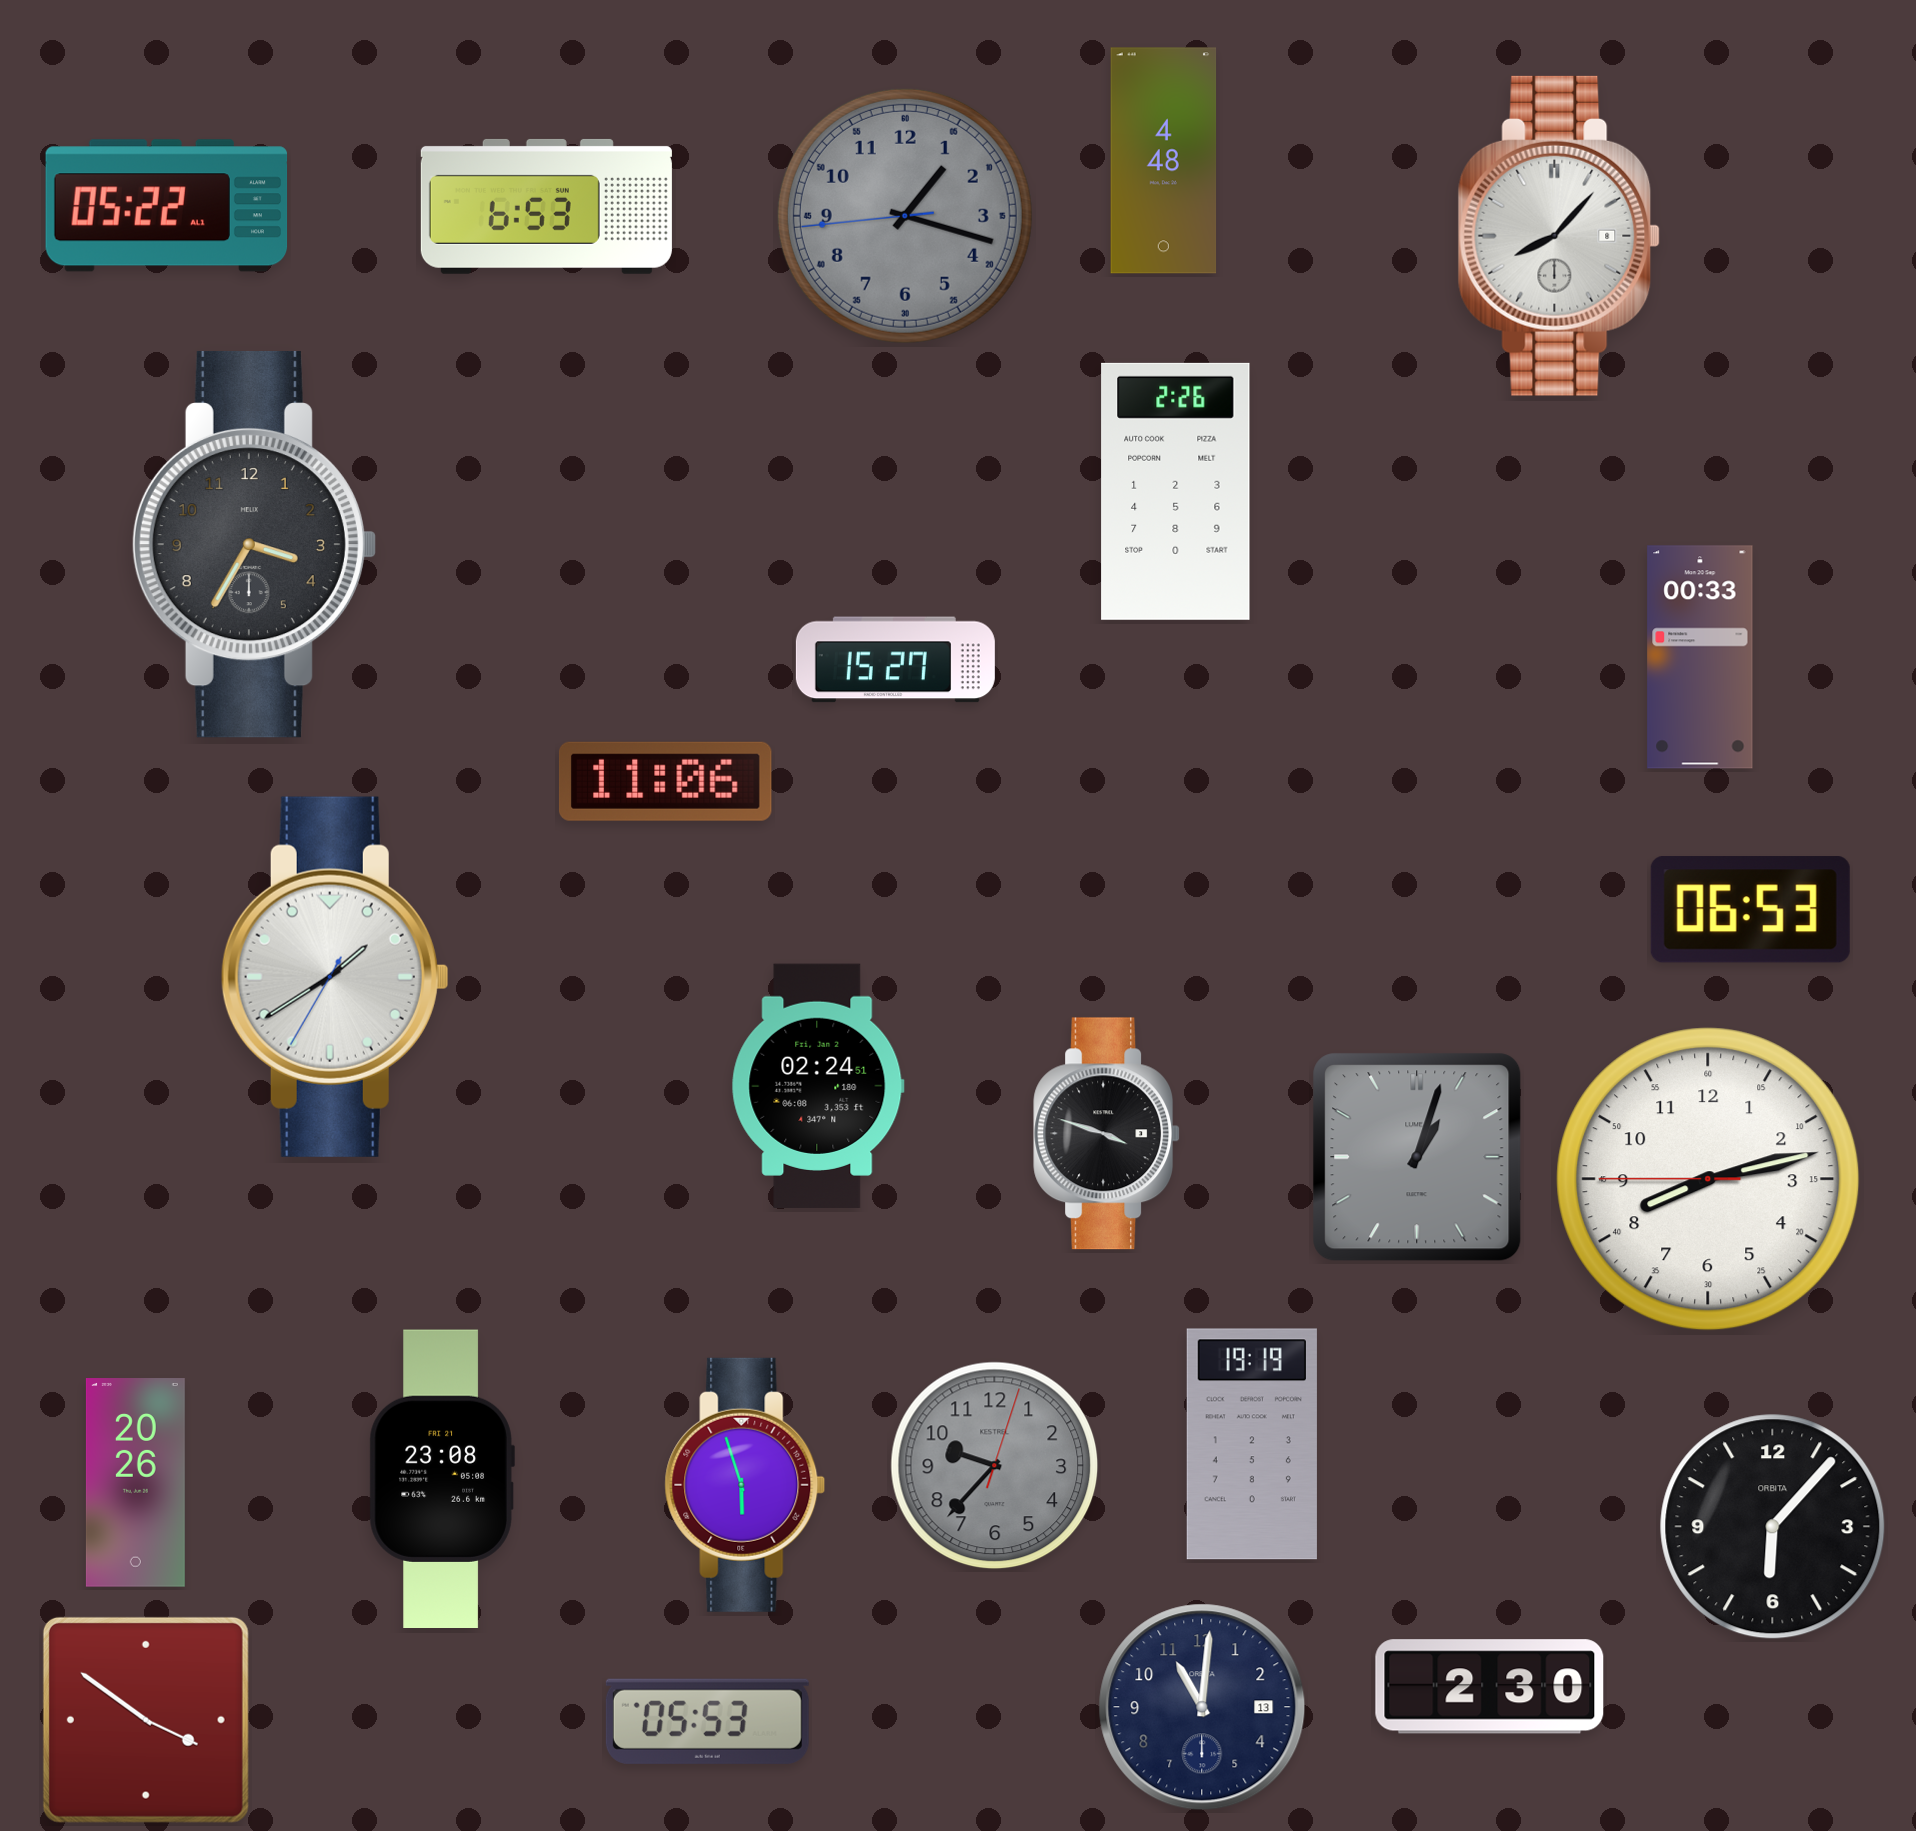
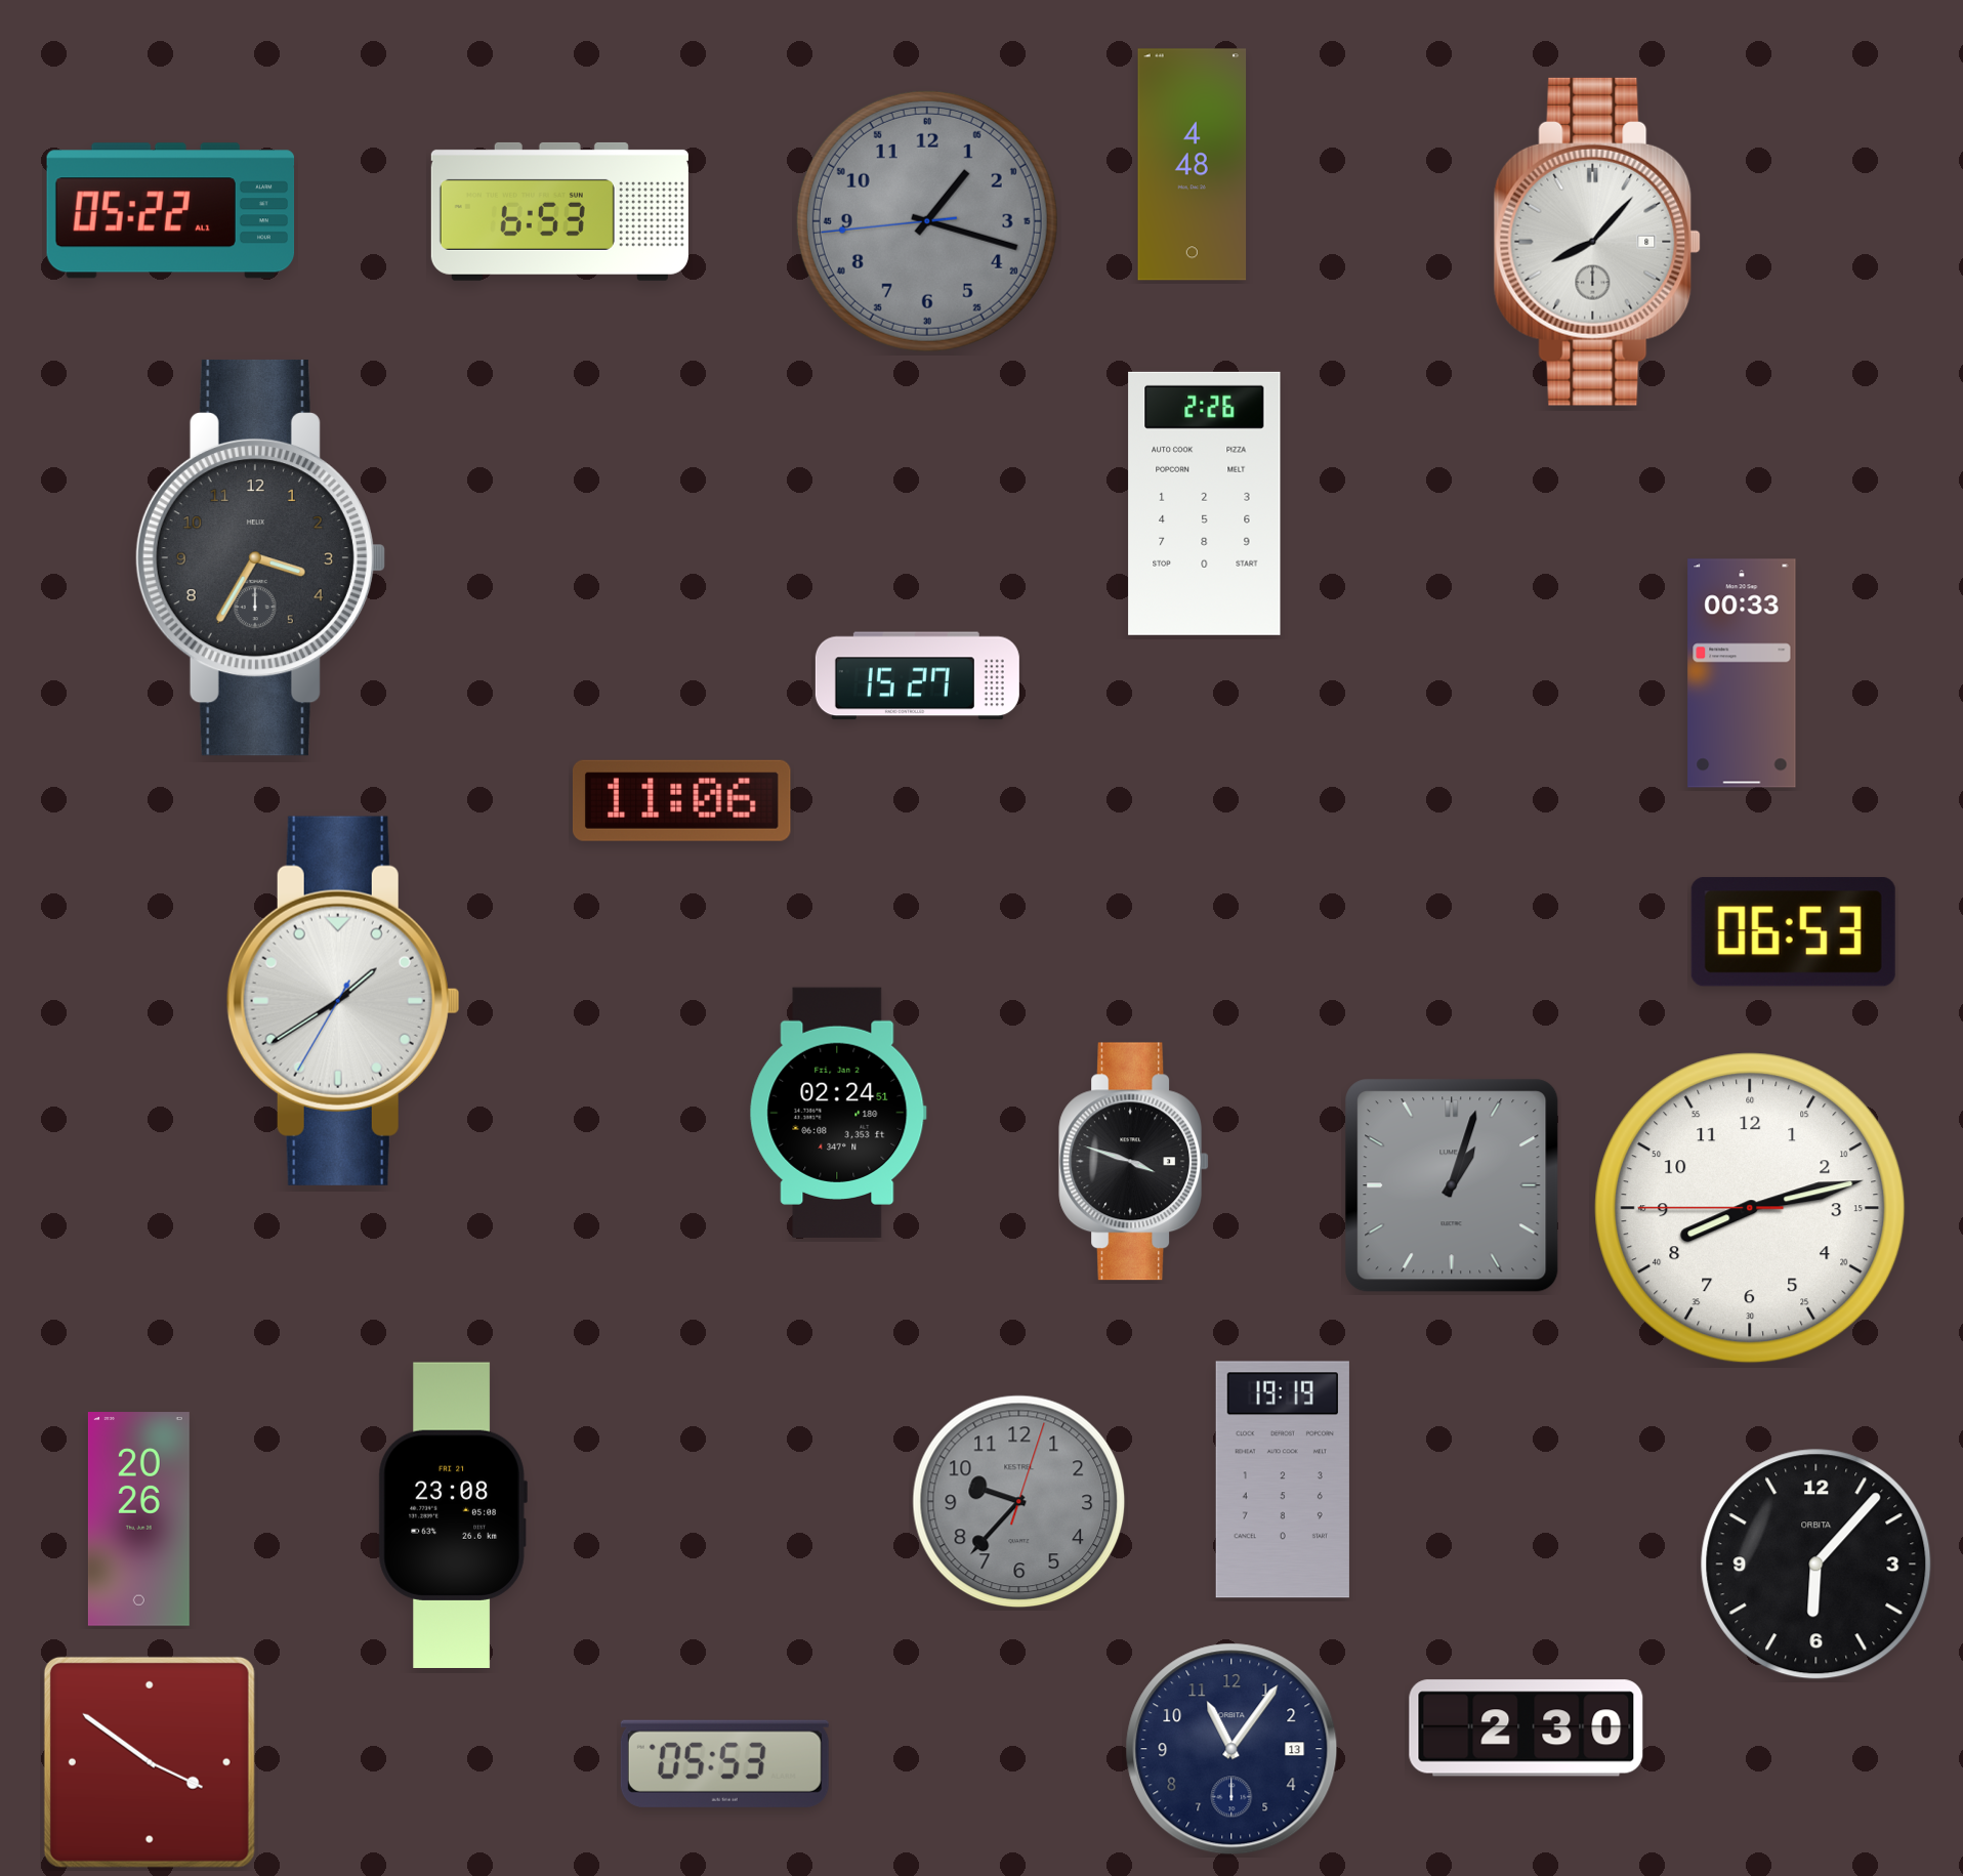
clock at (745, 1485): 5:57 -> none
clock at (1202, 1707): 11:01 -> 11:06
